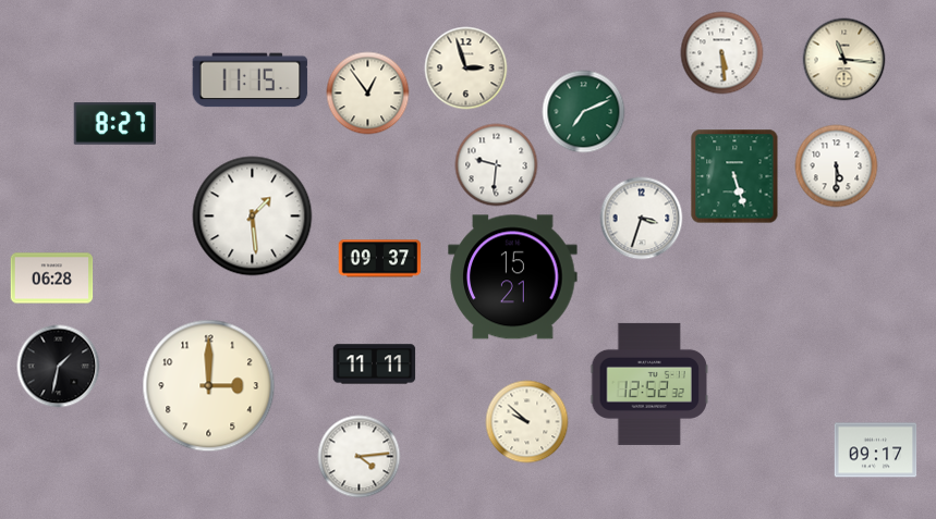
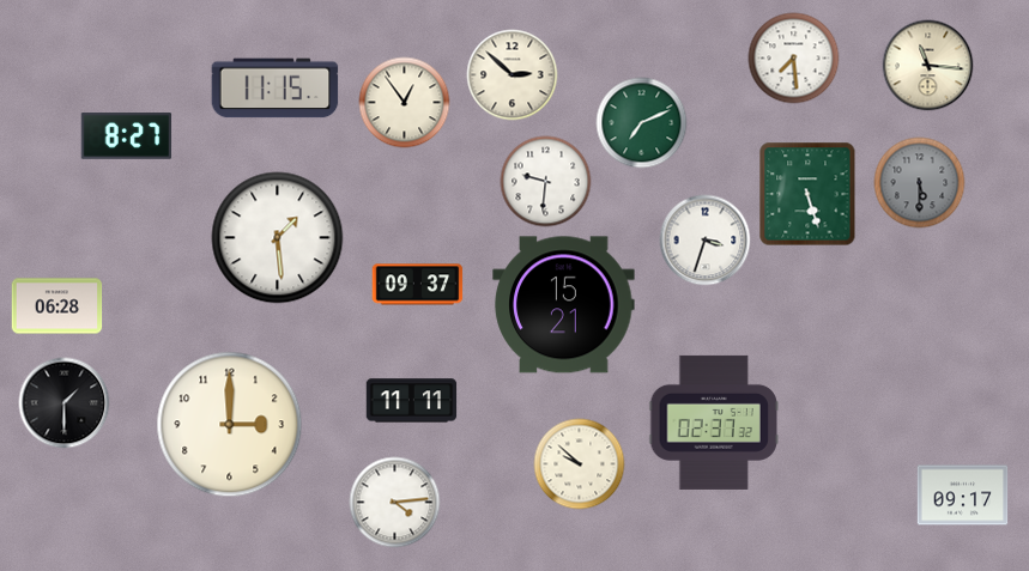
clock at (722, 53): 5:29 -> 7:29
clock at (466, 69): 2:57 -> 2:52
clock at (837, 166) dial: white -> grey
clock at (59, 367): 1:32 -> 1:30
clock at (648, 384): 12:52 -> 02:37
